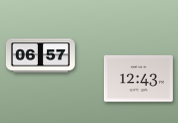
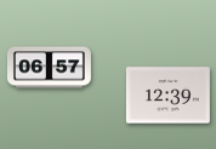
clock at (138, 79): 12:43 -> 12:39
